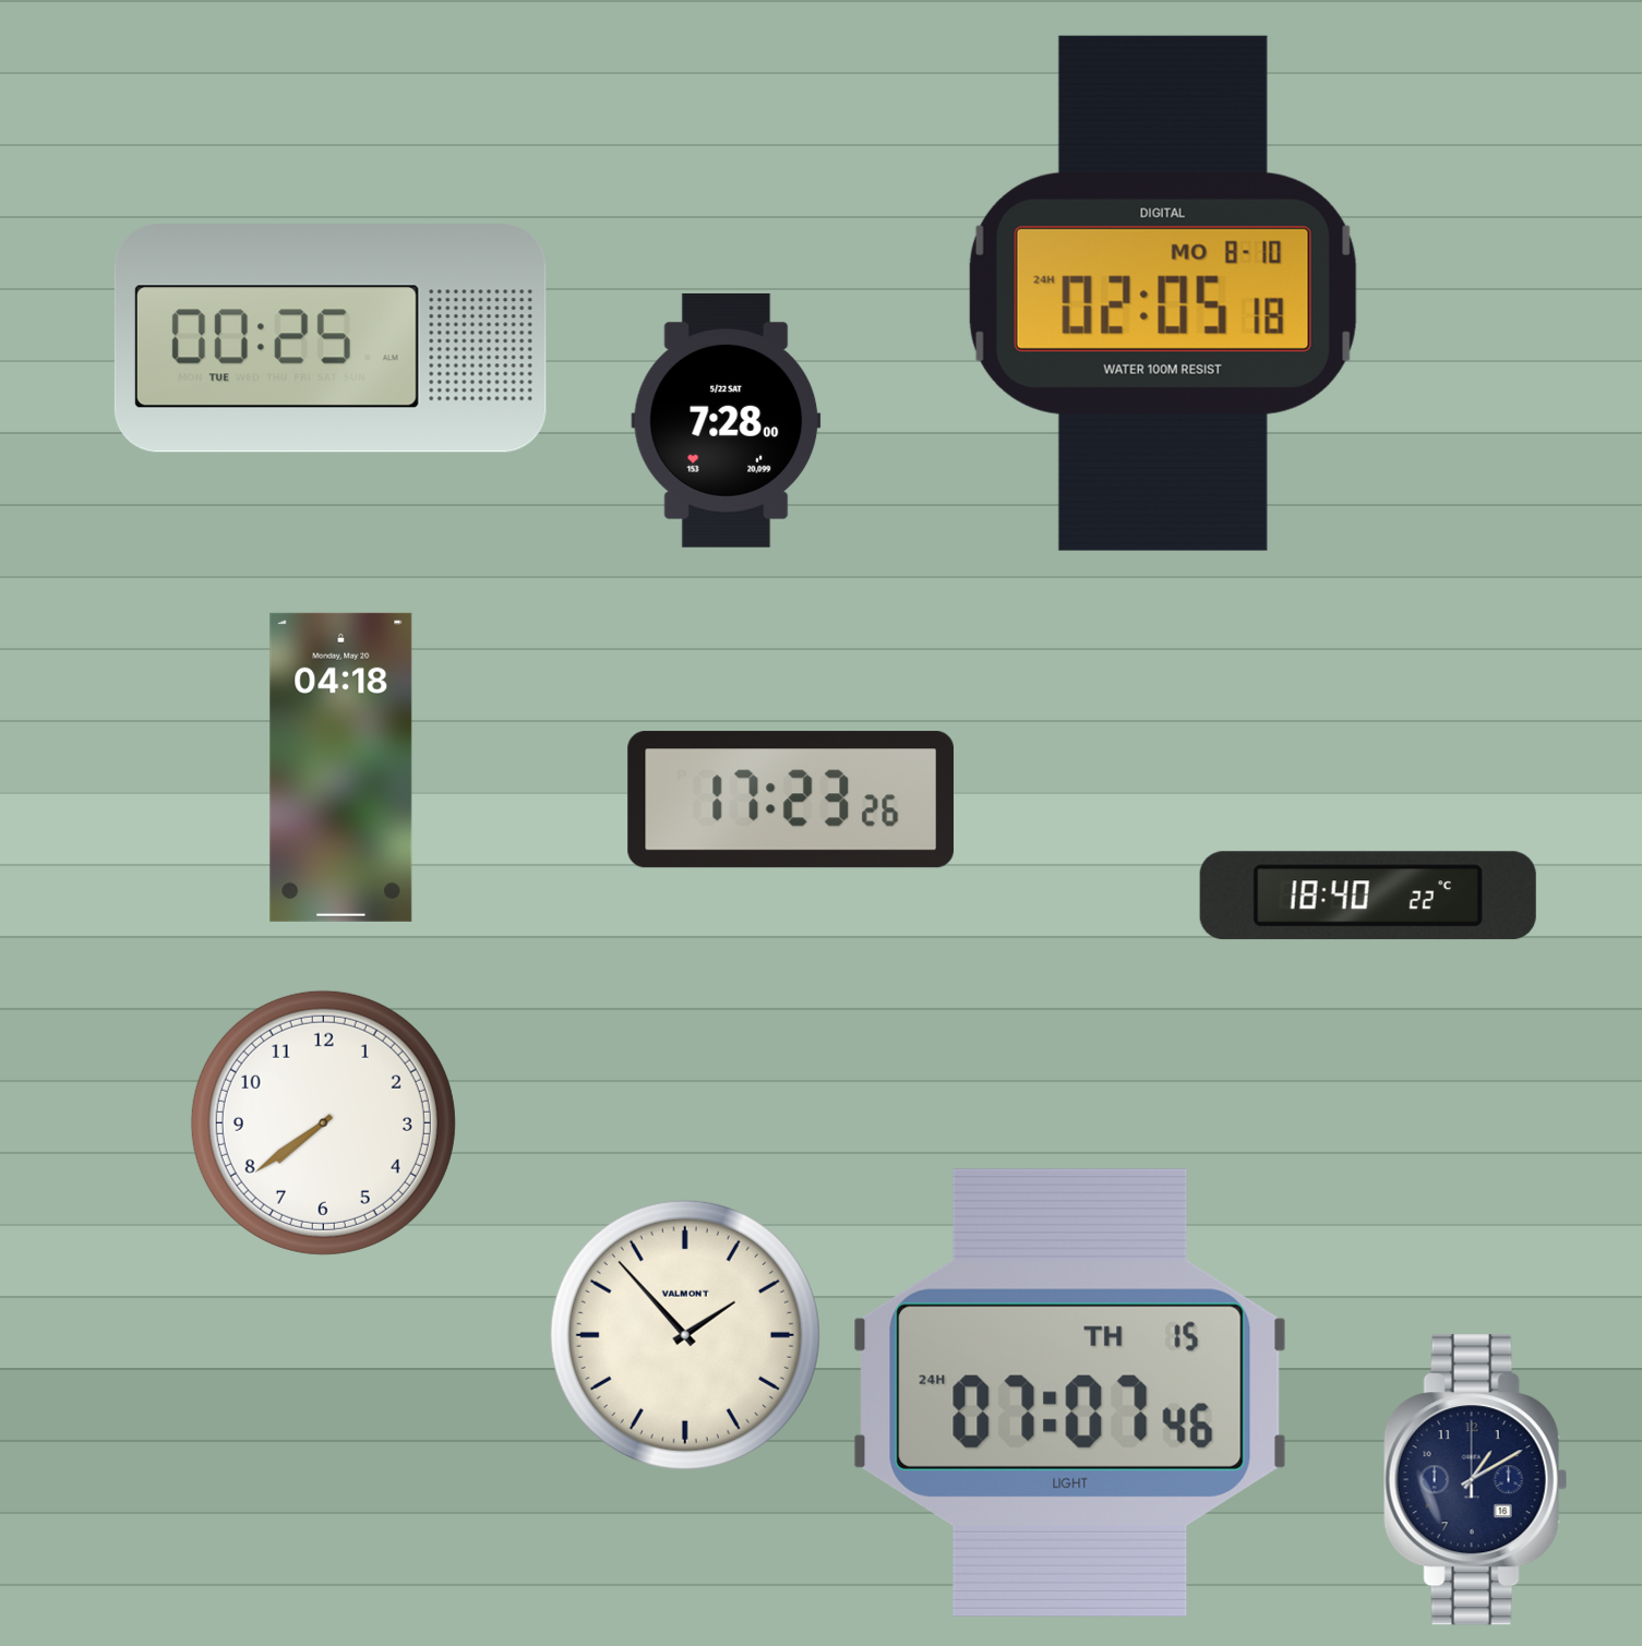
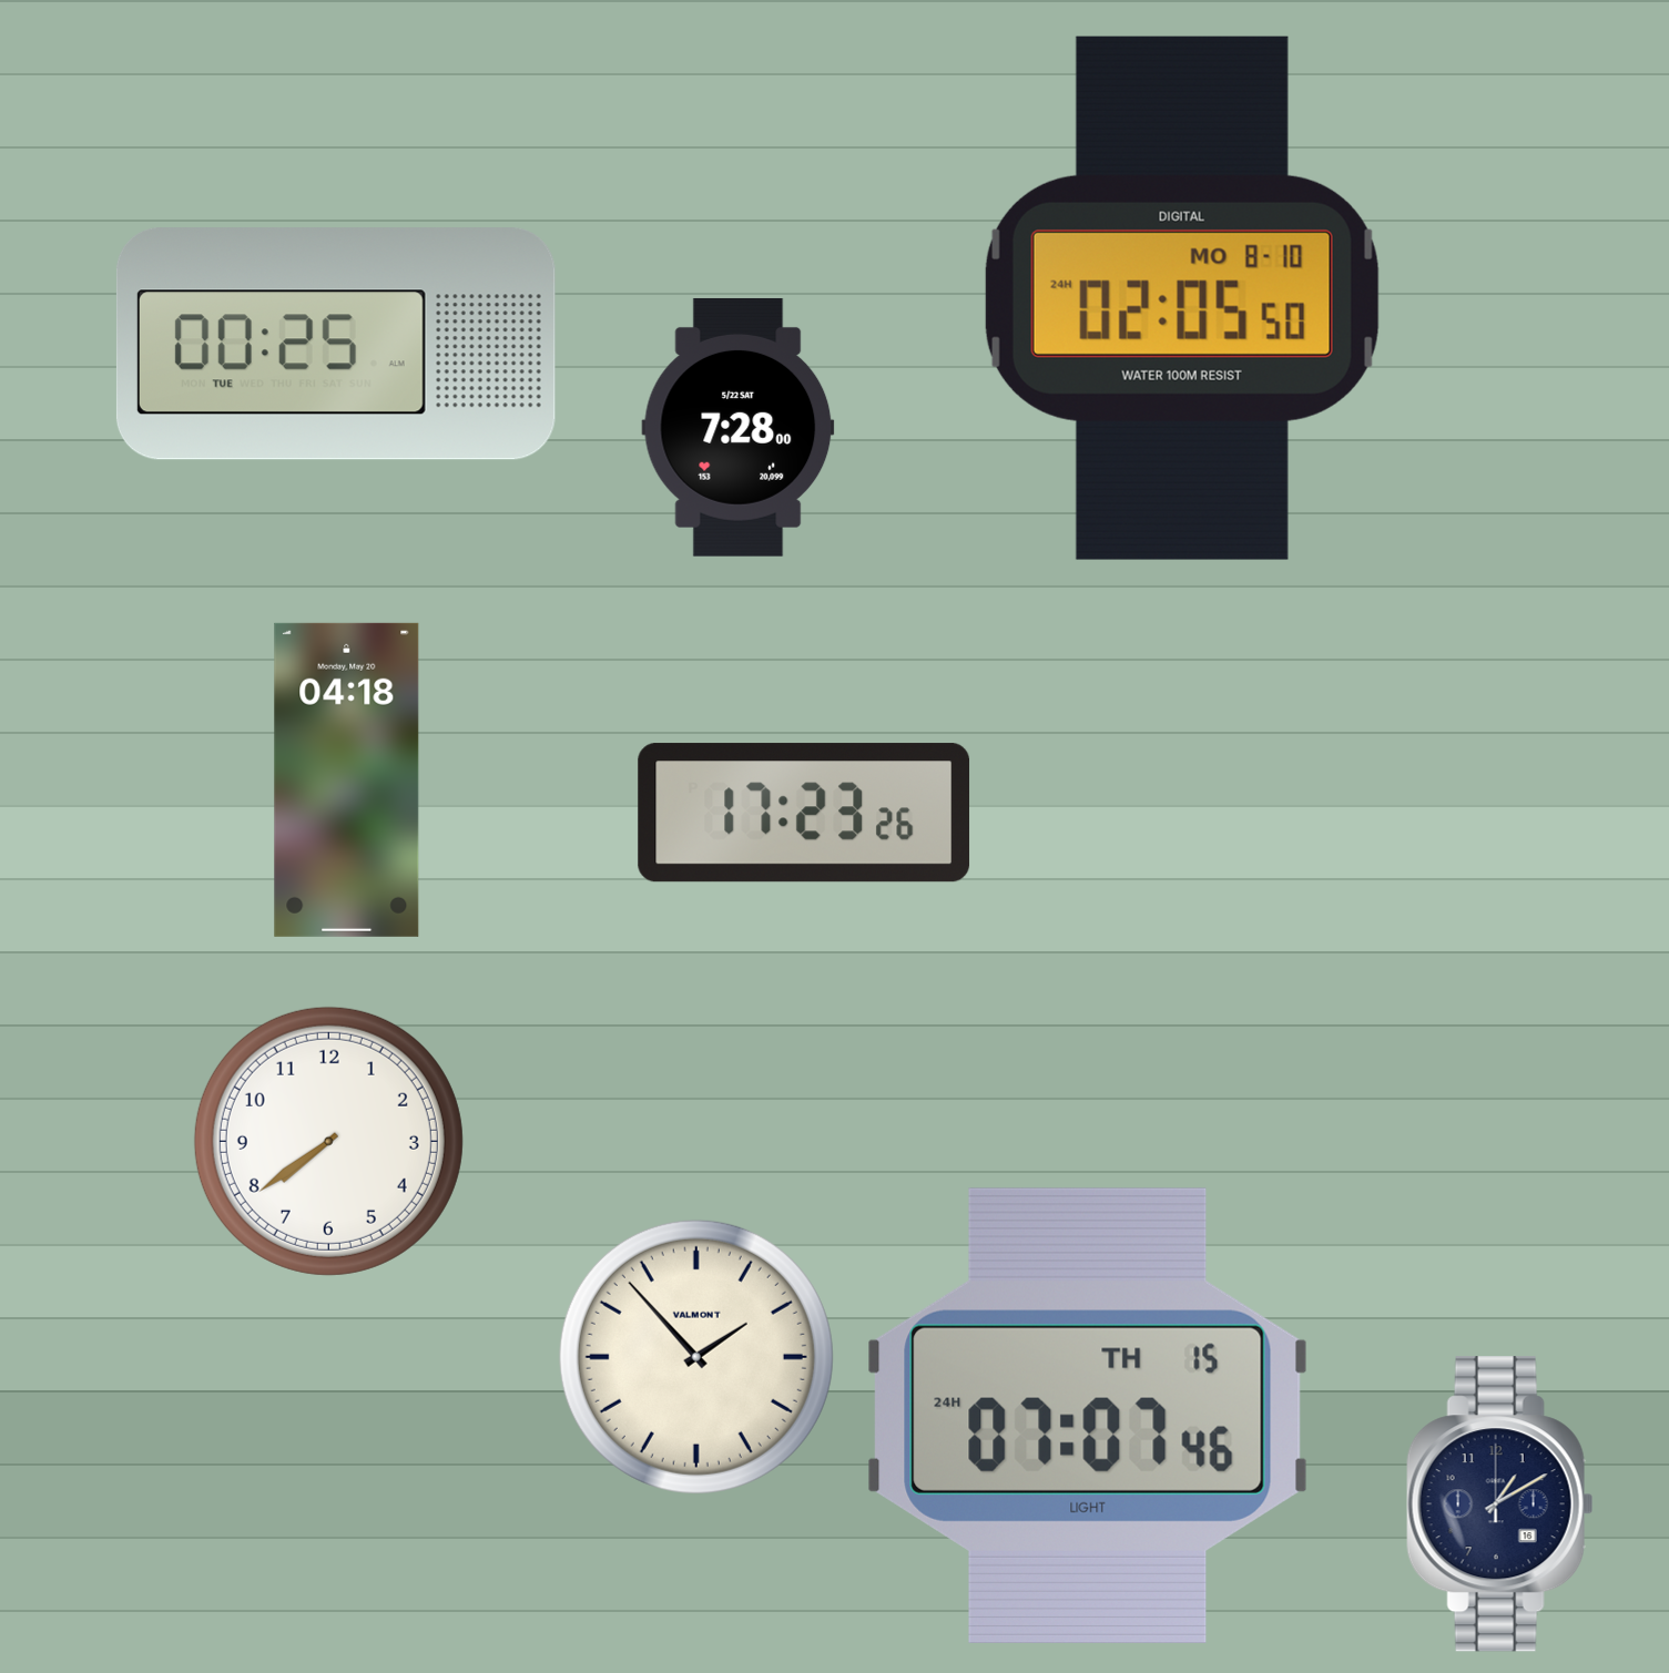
clock at (1163, 293): 02:05:18 -> 02:05:50
clock at (1368, 896): 18:40 -> none
